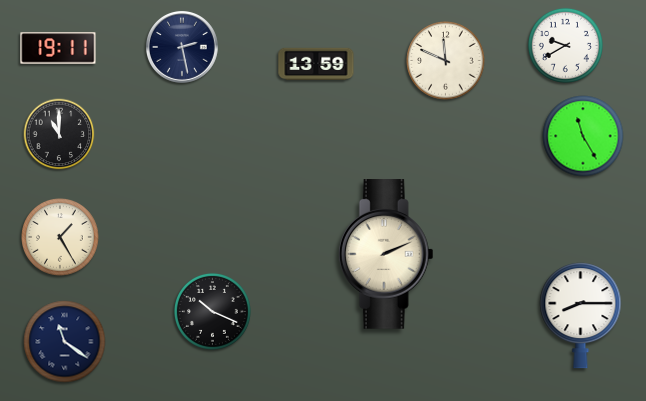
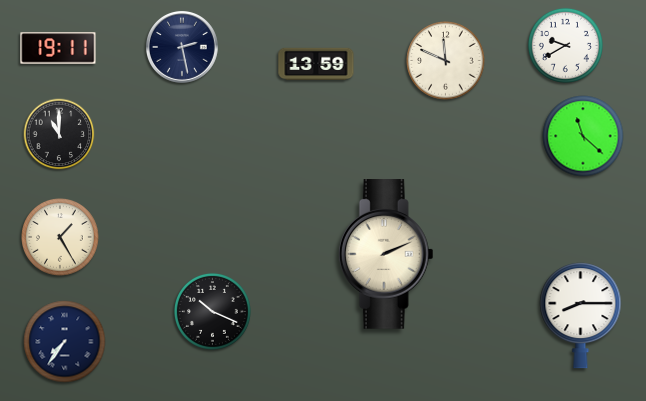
clock at (583, 136): 11:25 -> 11:22
clock at (65, 342): 11:21 -> 7:36
